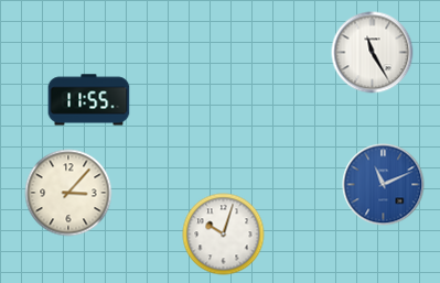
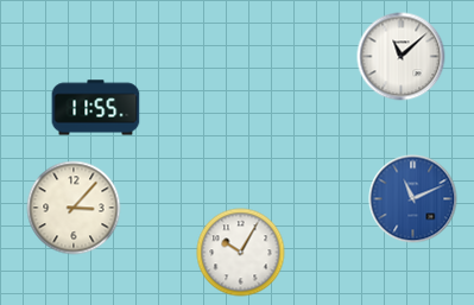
clock at (373, 53): 11:25 -> 11:08
clock at (224, 235): 10:03 -> 10:05
